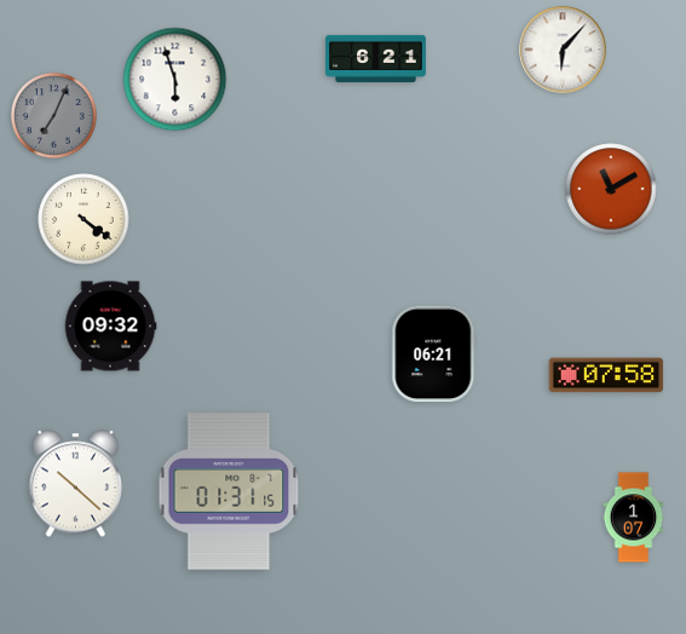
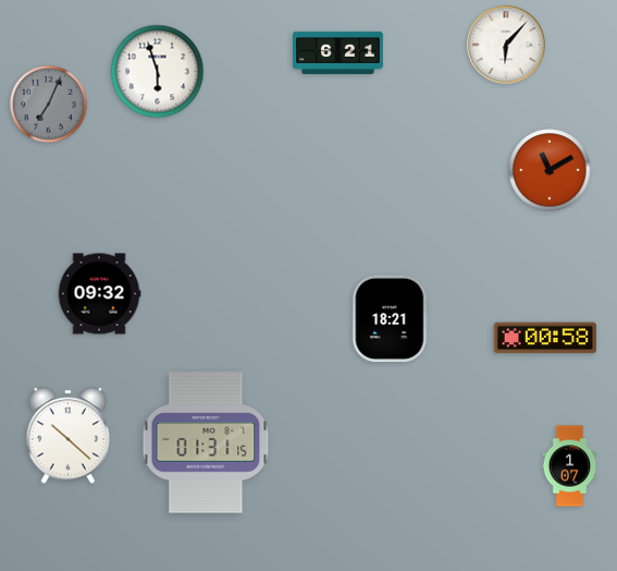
clock at (83, 219): 4:21 -> none
clock at (434, 355): 06:21 -> 18:21
clock at (606, 375): 07:58 -> 00:58
